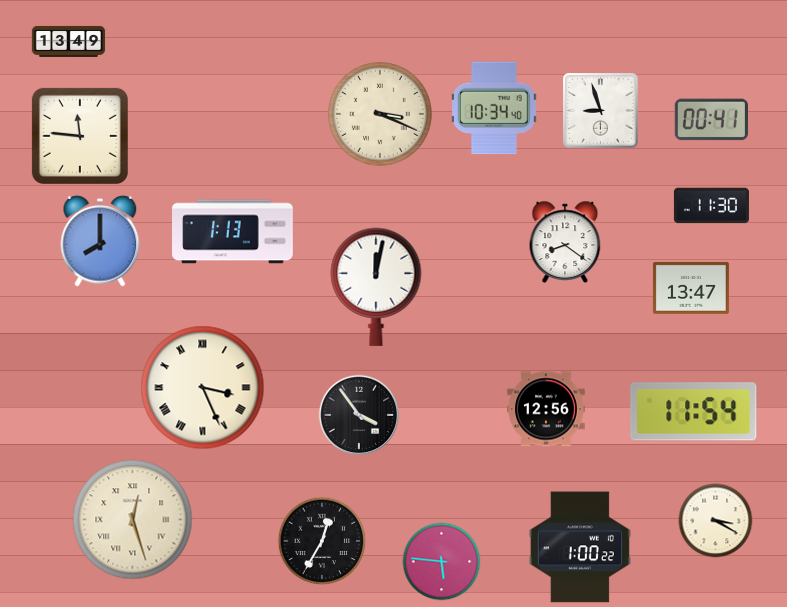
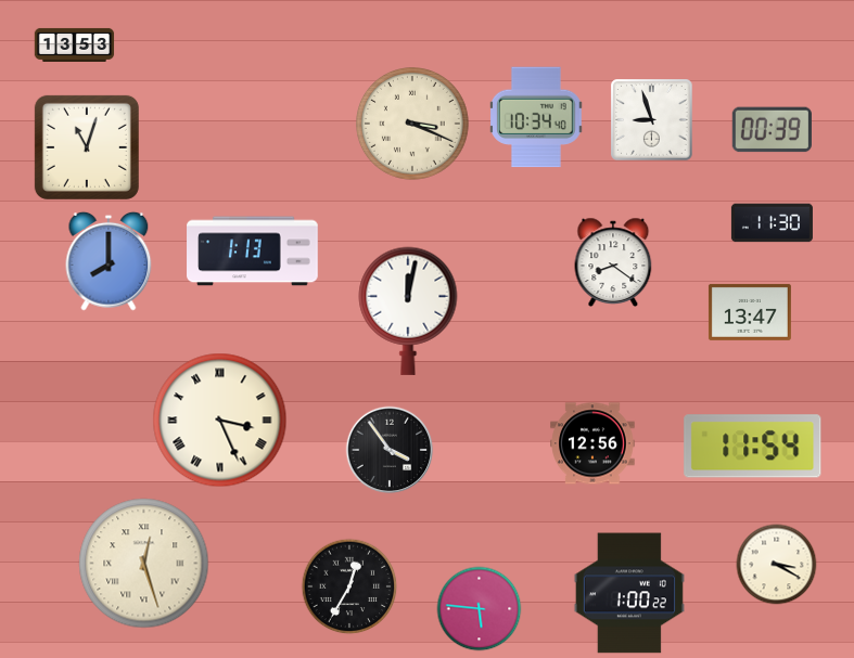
clock at (69, 41): 13:49 -> 13:53
clock at (711, 120): 00:41 -> 00:39
clock at (80, 136): 11:46 -> 11:03
